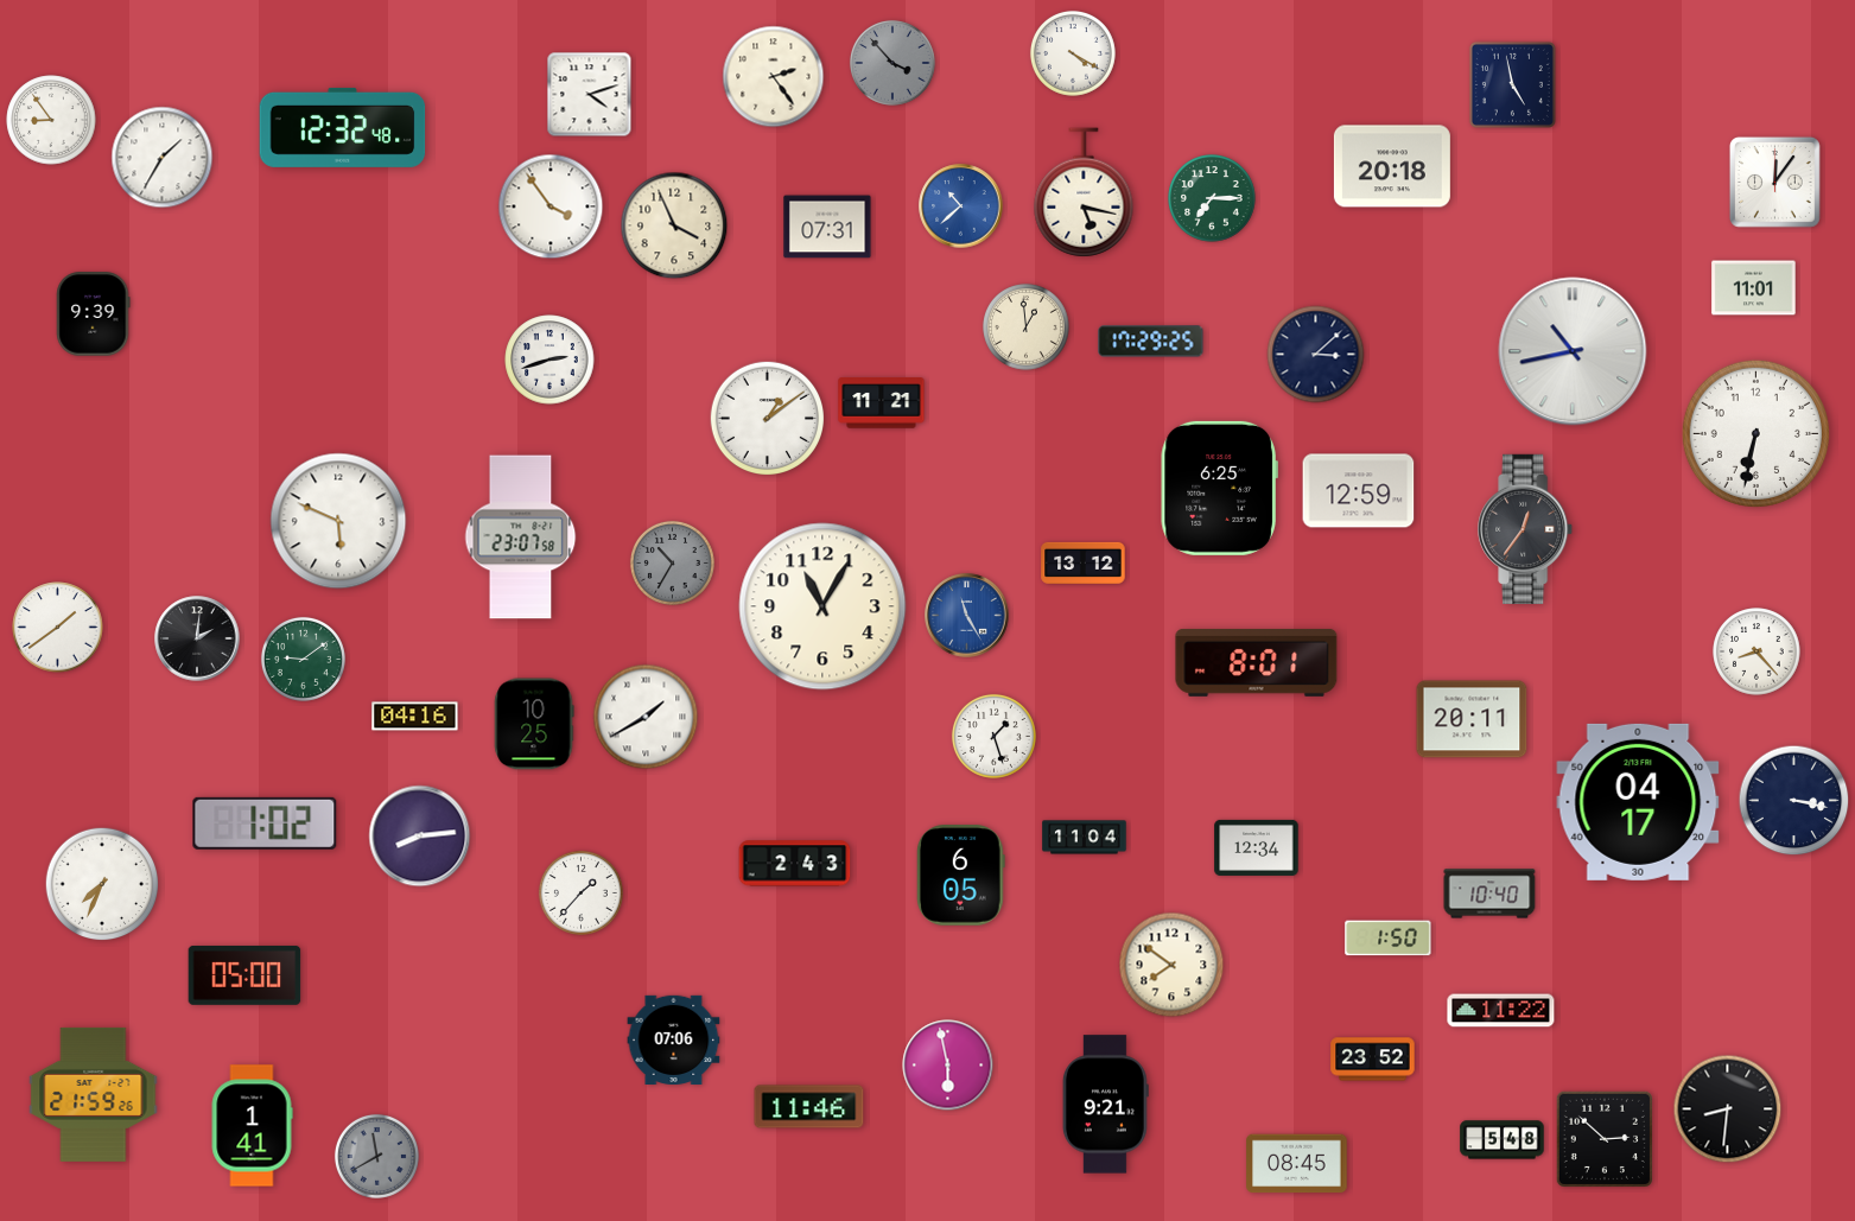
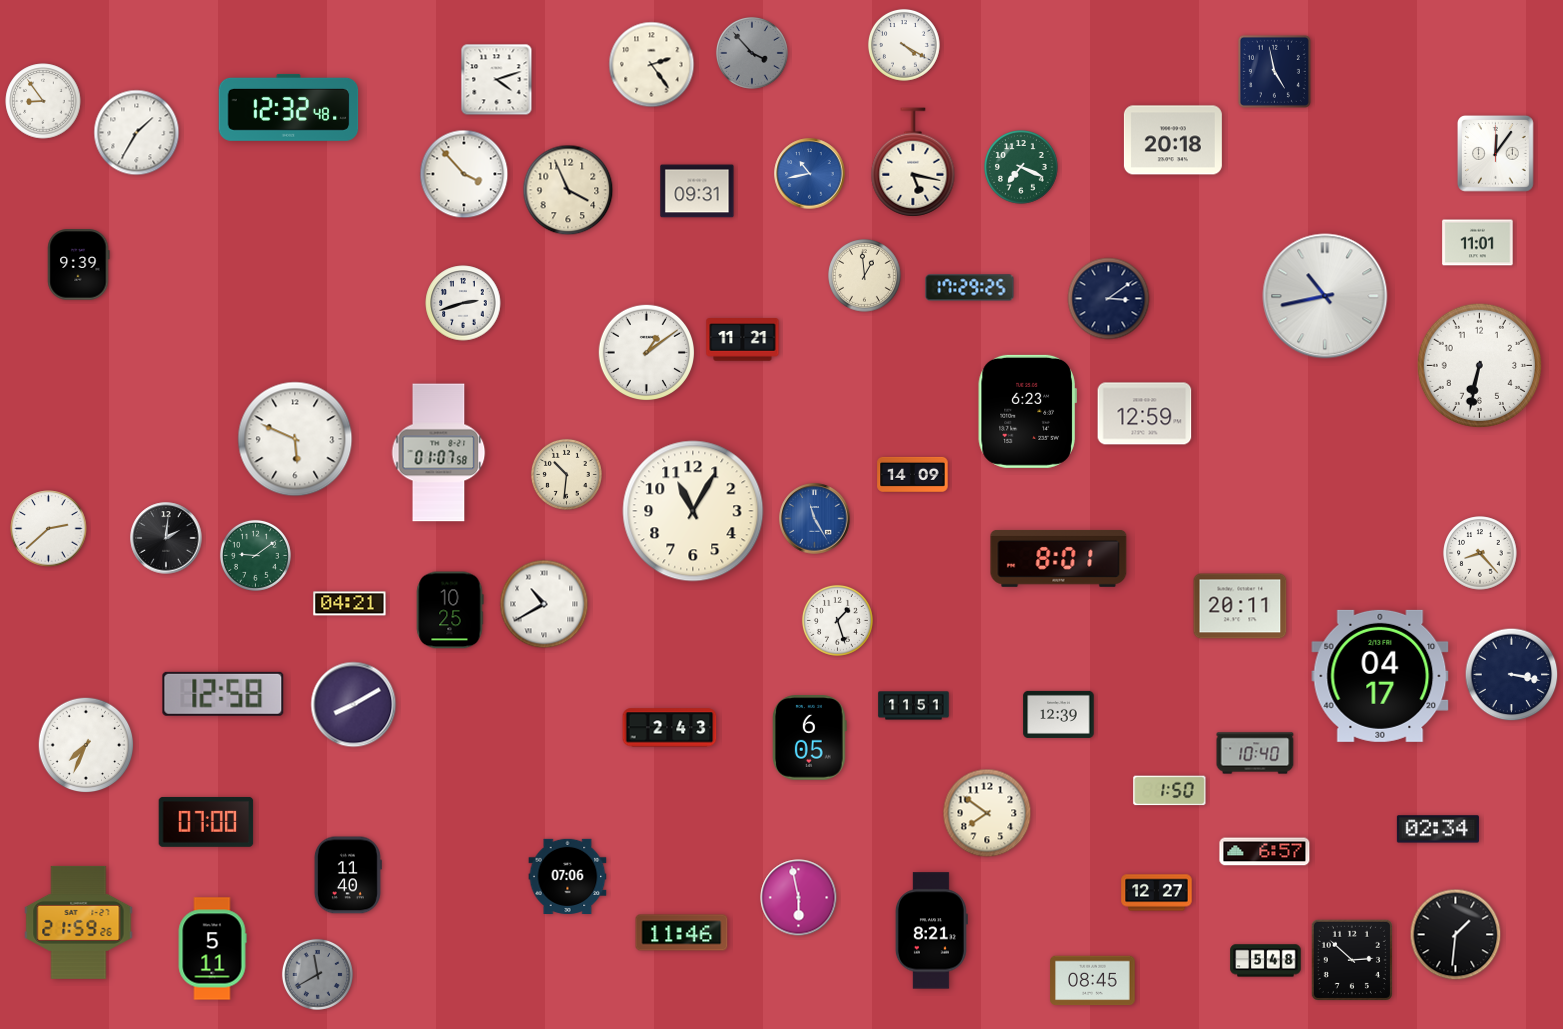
clock at (1212, 198): 7:15 -> 7:19
clock at (551, 206): 3:54 -> 3:53
clock at (961, 206): 10:38 -> 10:43
clock at (827, 227): 07:31 -> 09:31
clock at (1316, 355): 3:08 -> 3:09
clock at (1219, 488): 6:25 -> 6:23
clock at (338, 521) position: (338, 521) -> (295, 439)
clock at (1526, 529): 12:36 -> none
clock at (521, 538): 23:07 -> 01:07
clock at (672, 562): 10:35 -> 10:31
clock at (672, 562) dial: grey -> cream
clock at (1084, 562): 13:12 -> 14:09
clock at (58, 628): 1:39 -> 2:38
clock at (1756, 651) position: (1756, 651) -> (1480, 553)
clock at (415, 717): 04:16 -> 04:21
clock at (646, 717): 1:40 -> 10:40
clock at (265, 823): 1:02 -> 12:58
clock at (420, 837): 8:14 -> 8:10
clock at (1085, 838): 11:04 -> 11:51
clock at (1257, 847): 12:34 -> 12:39
clock at (580, 892): 1:37 -> none
clock at (244, 975): 05:00 -> 07:00
clock at (1438, 829): none -> 02:34
clock at (1501, 1011): 11:22 -> 6:57
clock at (348, 875): none -> 11:40
clock at (1373, 1060): 23:52 -> 12:27
clock at (1105, 1105): 9:21 -> 8:21
clock at (1728, 1109): 8:31 -> 1:31
clock at (252, 1126): 1:41 -> 5:11
